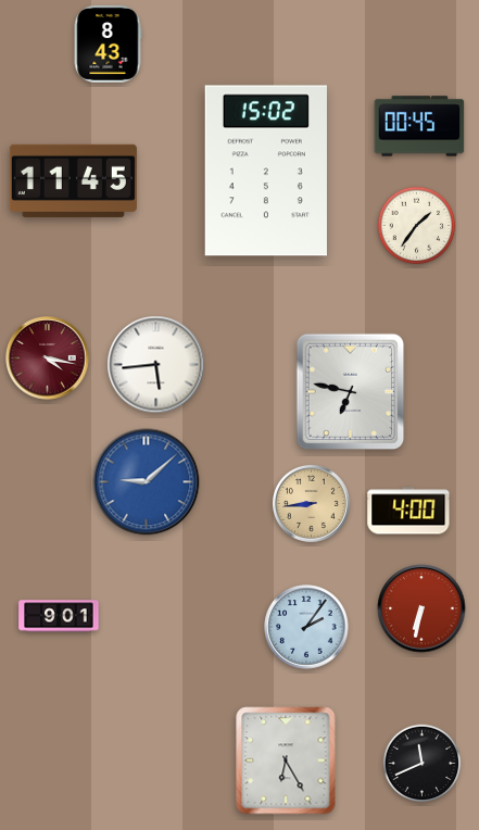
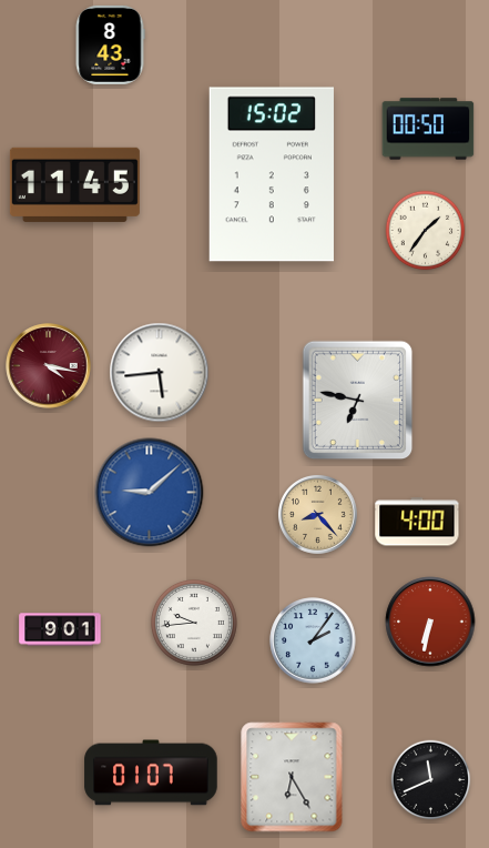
clock at (419, 126): 00:45 -> 00:50
clock at (311, 503): 8:44 -> 8:23
clock at (194, 623): none -> 9:44
clock at (151, 773): none -> 01:07
